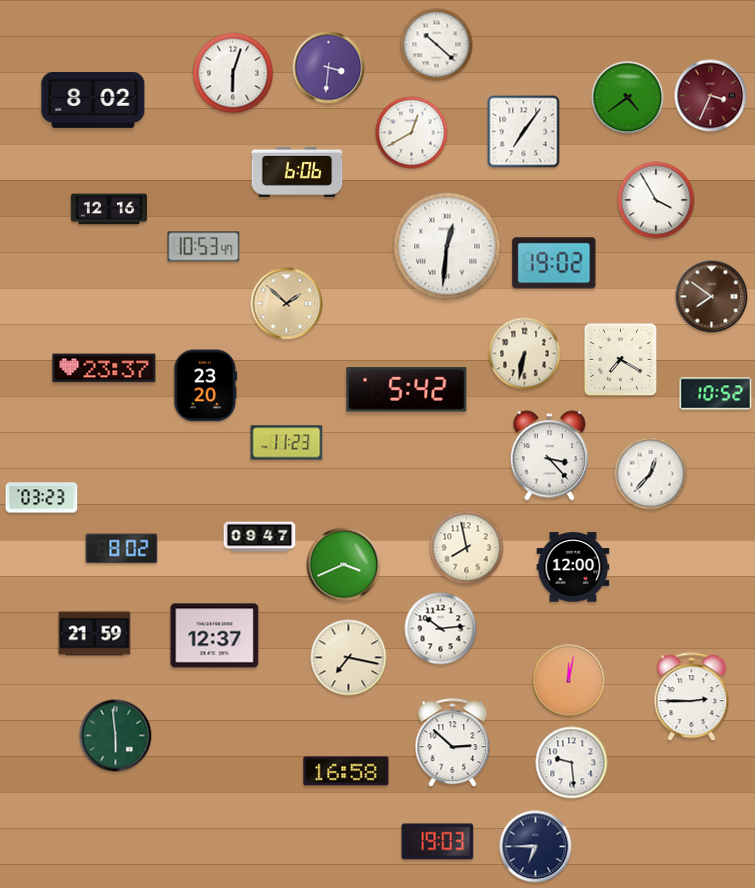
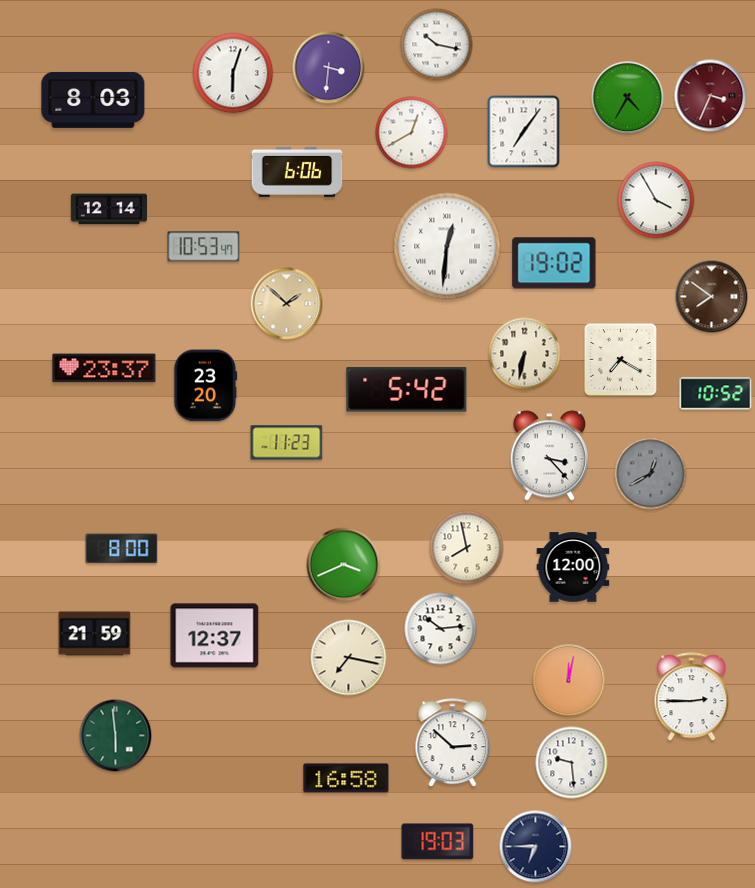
clock at (437, 45): 10:22 -> 10:17
clock at (628, 98): 4:39 -> 4:35
clock at (93, 100): 8:02 -> 8:03
clock at (108, 209): 12:16 -> 12:14
clock at (651, 474): 12:37 -> 12:40
clock at (651, 474) dial: white -> grey
clock at (42, 498): 03:23 -> none
clock at (260, 537): 09:47 -> none
clock at (122, 549): 8:02 -> 8:00
clock at (346, 771) position: (346, 771) -> (346, 778)
